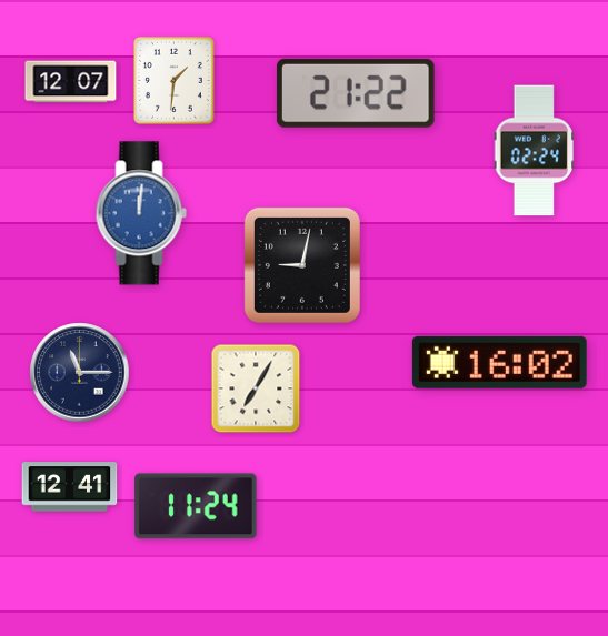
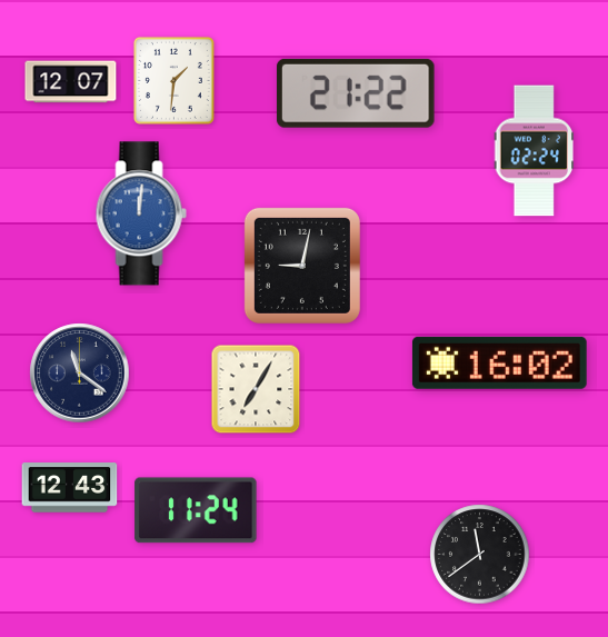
clock at (80, 373): 11:15 -> 11:21
clock at (70, 487): 12:41 -> 12:43
clock at (196, 506) position: (196, 506) -> (196, 510)
clock at (480, 555): none -> 11:39
